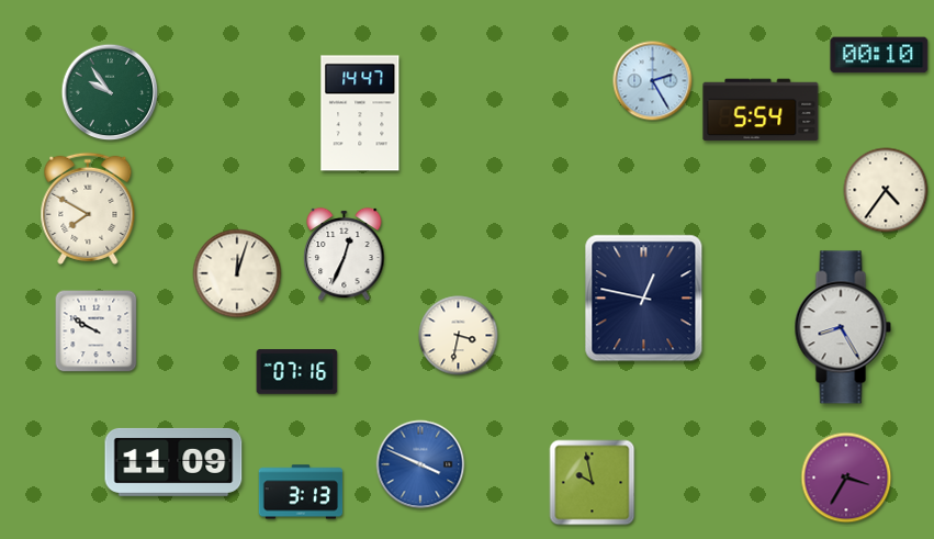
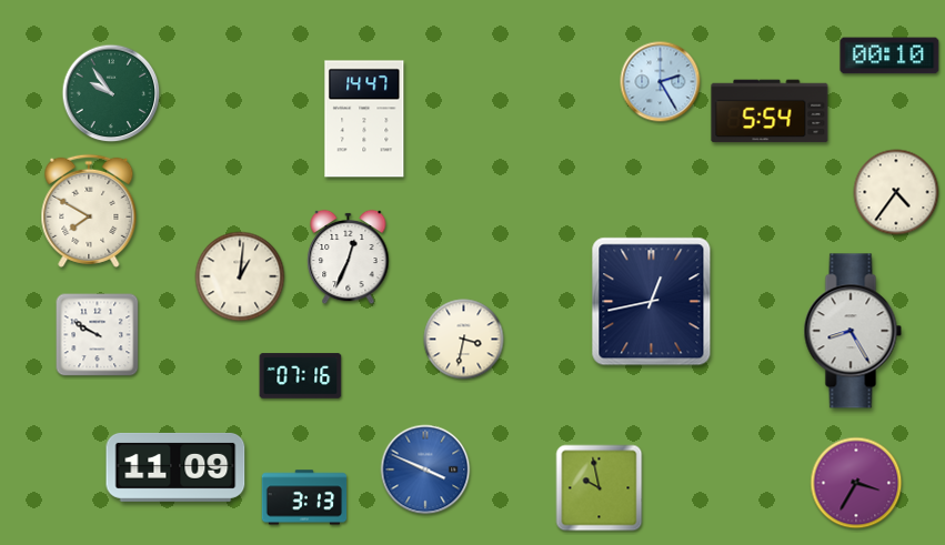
clock at (360, 113) position: (360, 113) -> (364, 119)
clock at (237, 273): 12:03 -> 1:01
clock at (644, 299): 12:47 -> 12:43
